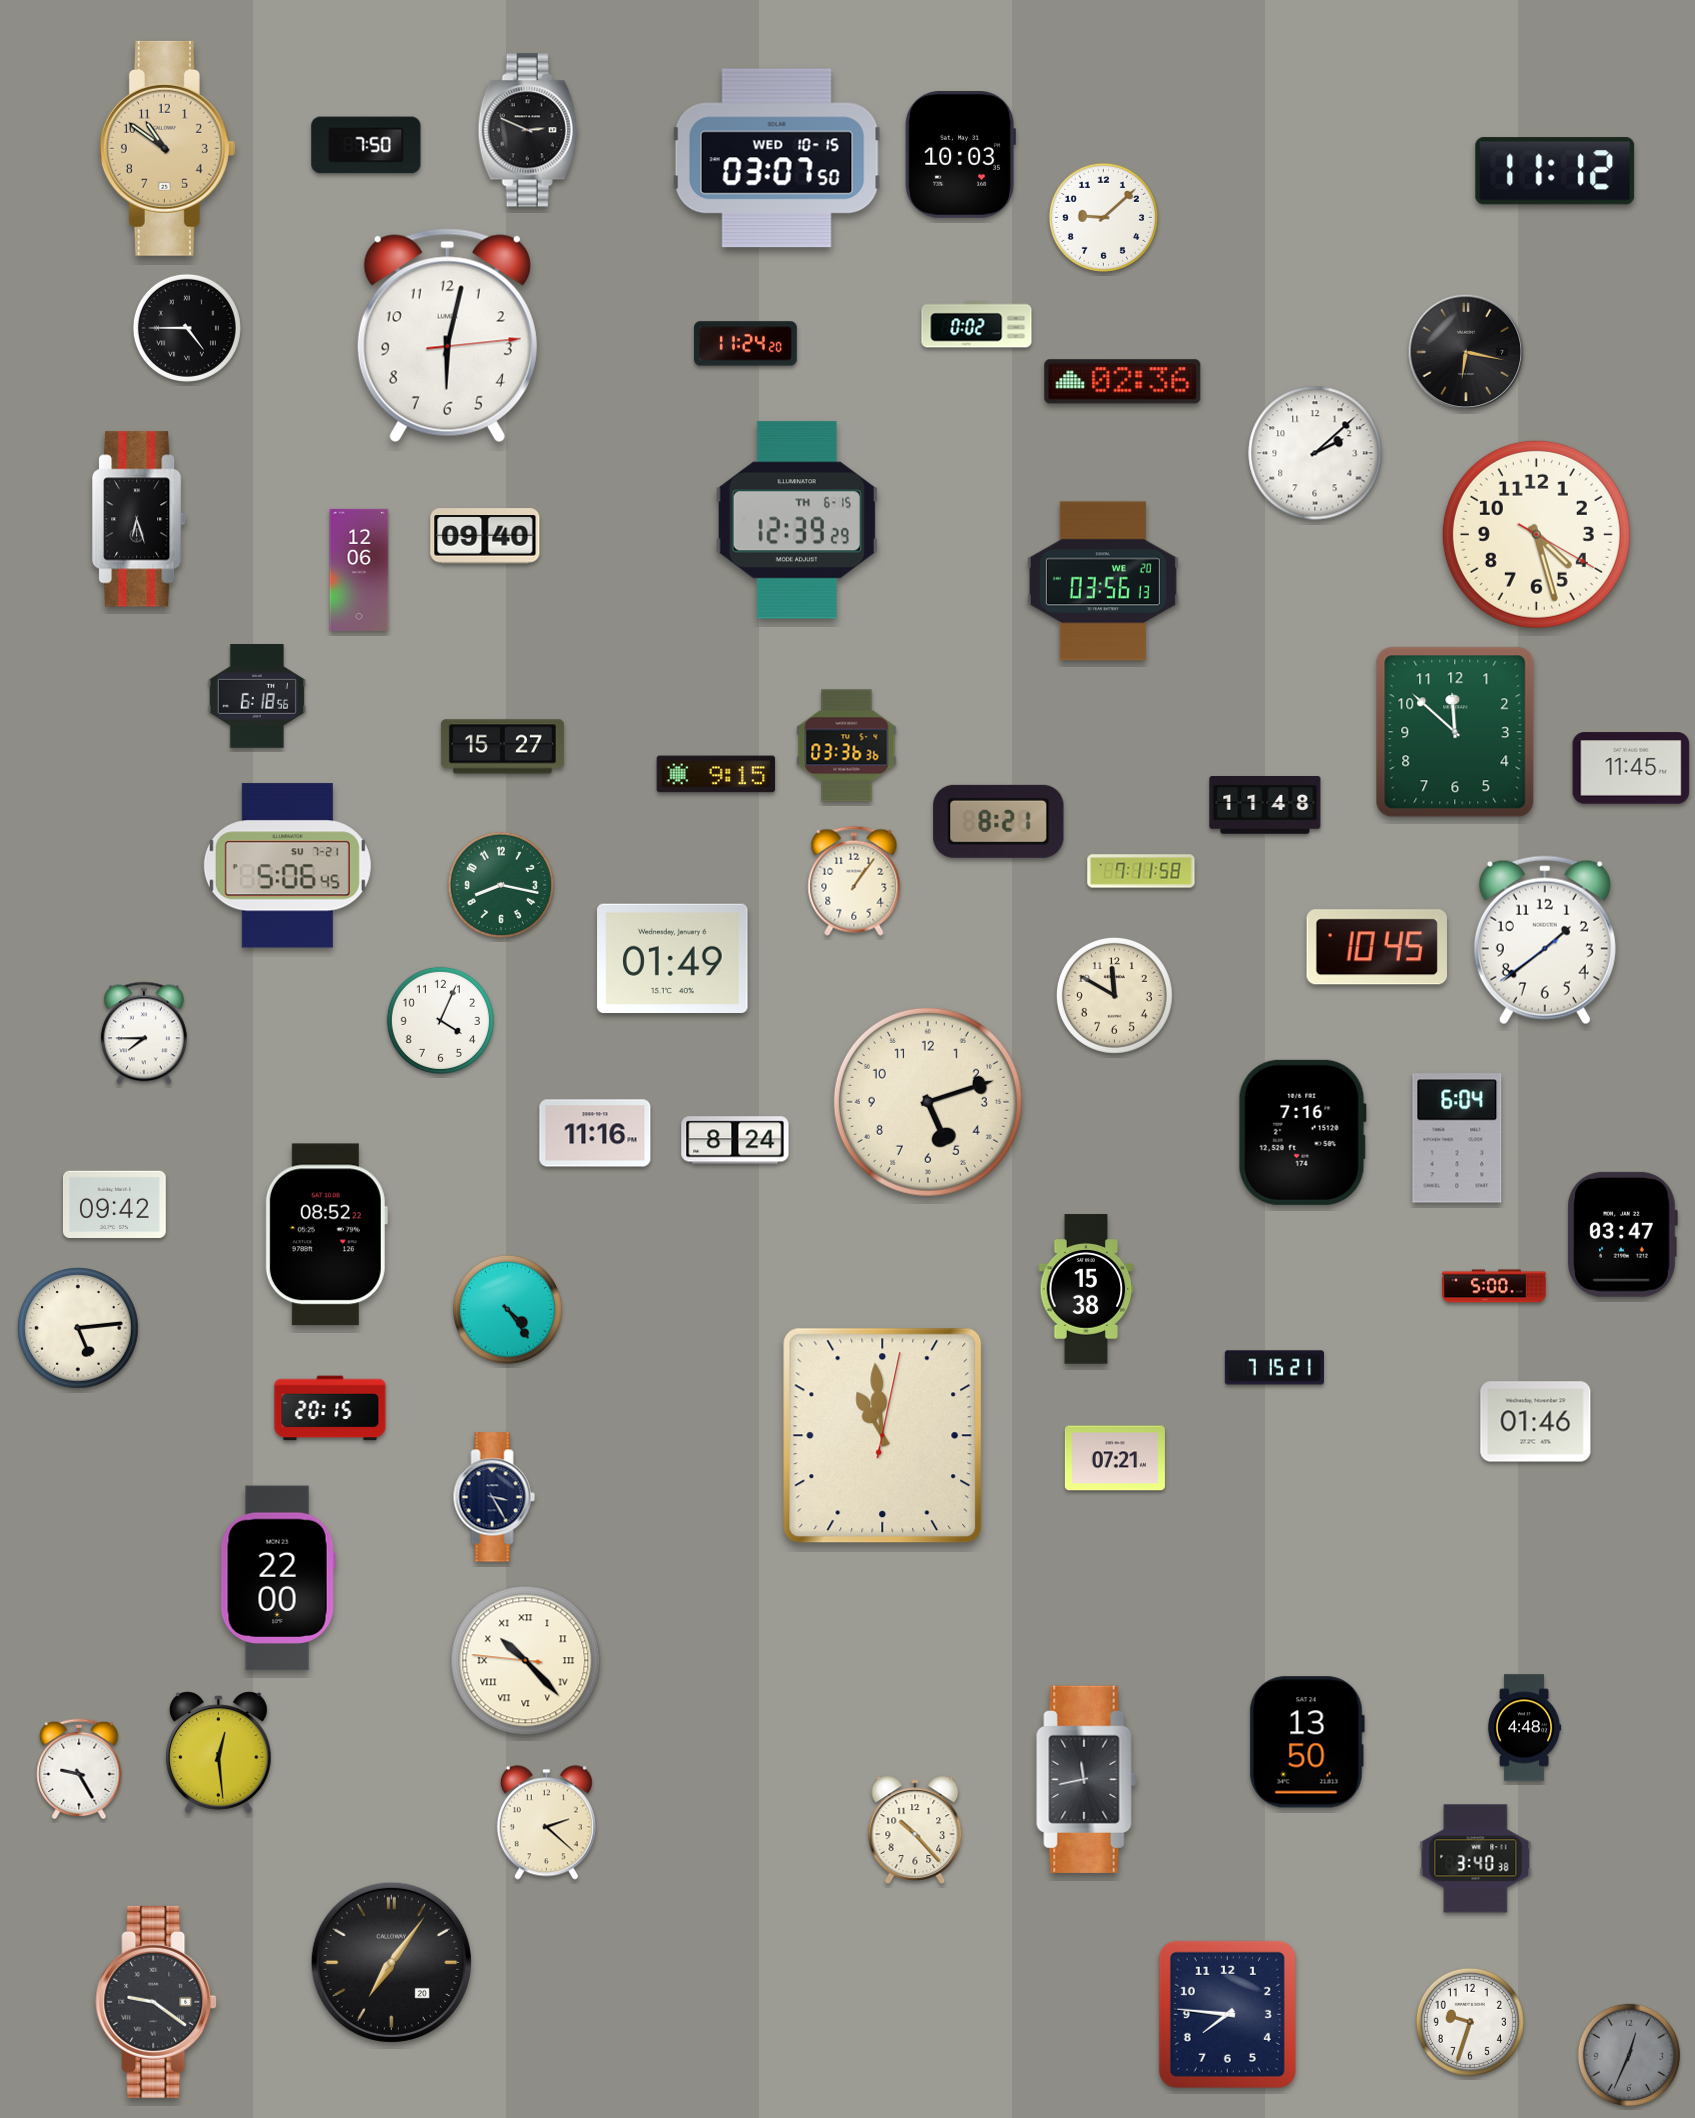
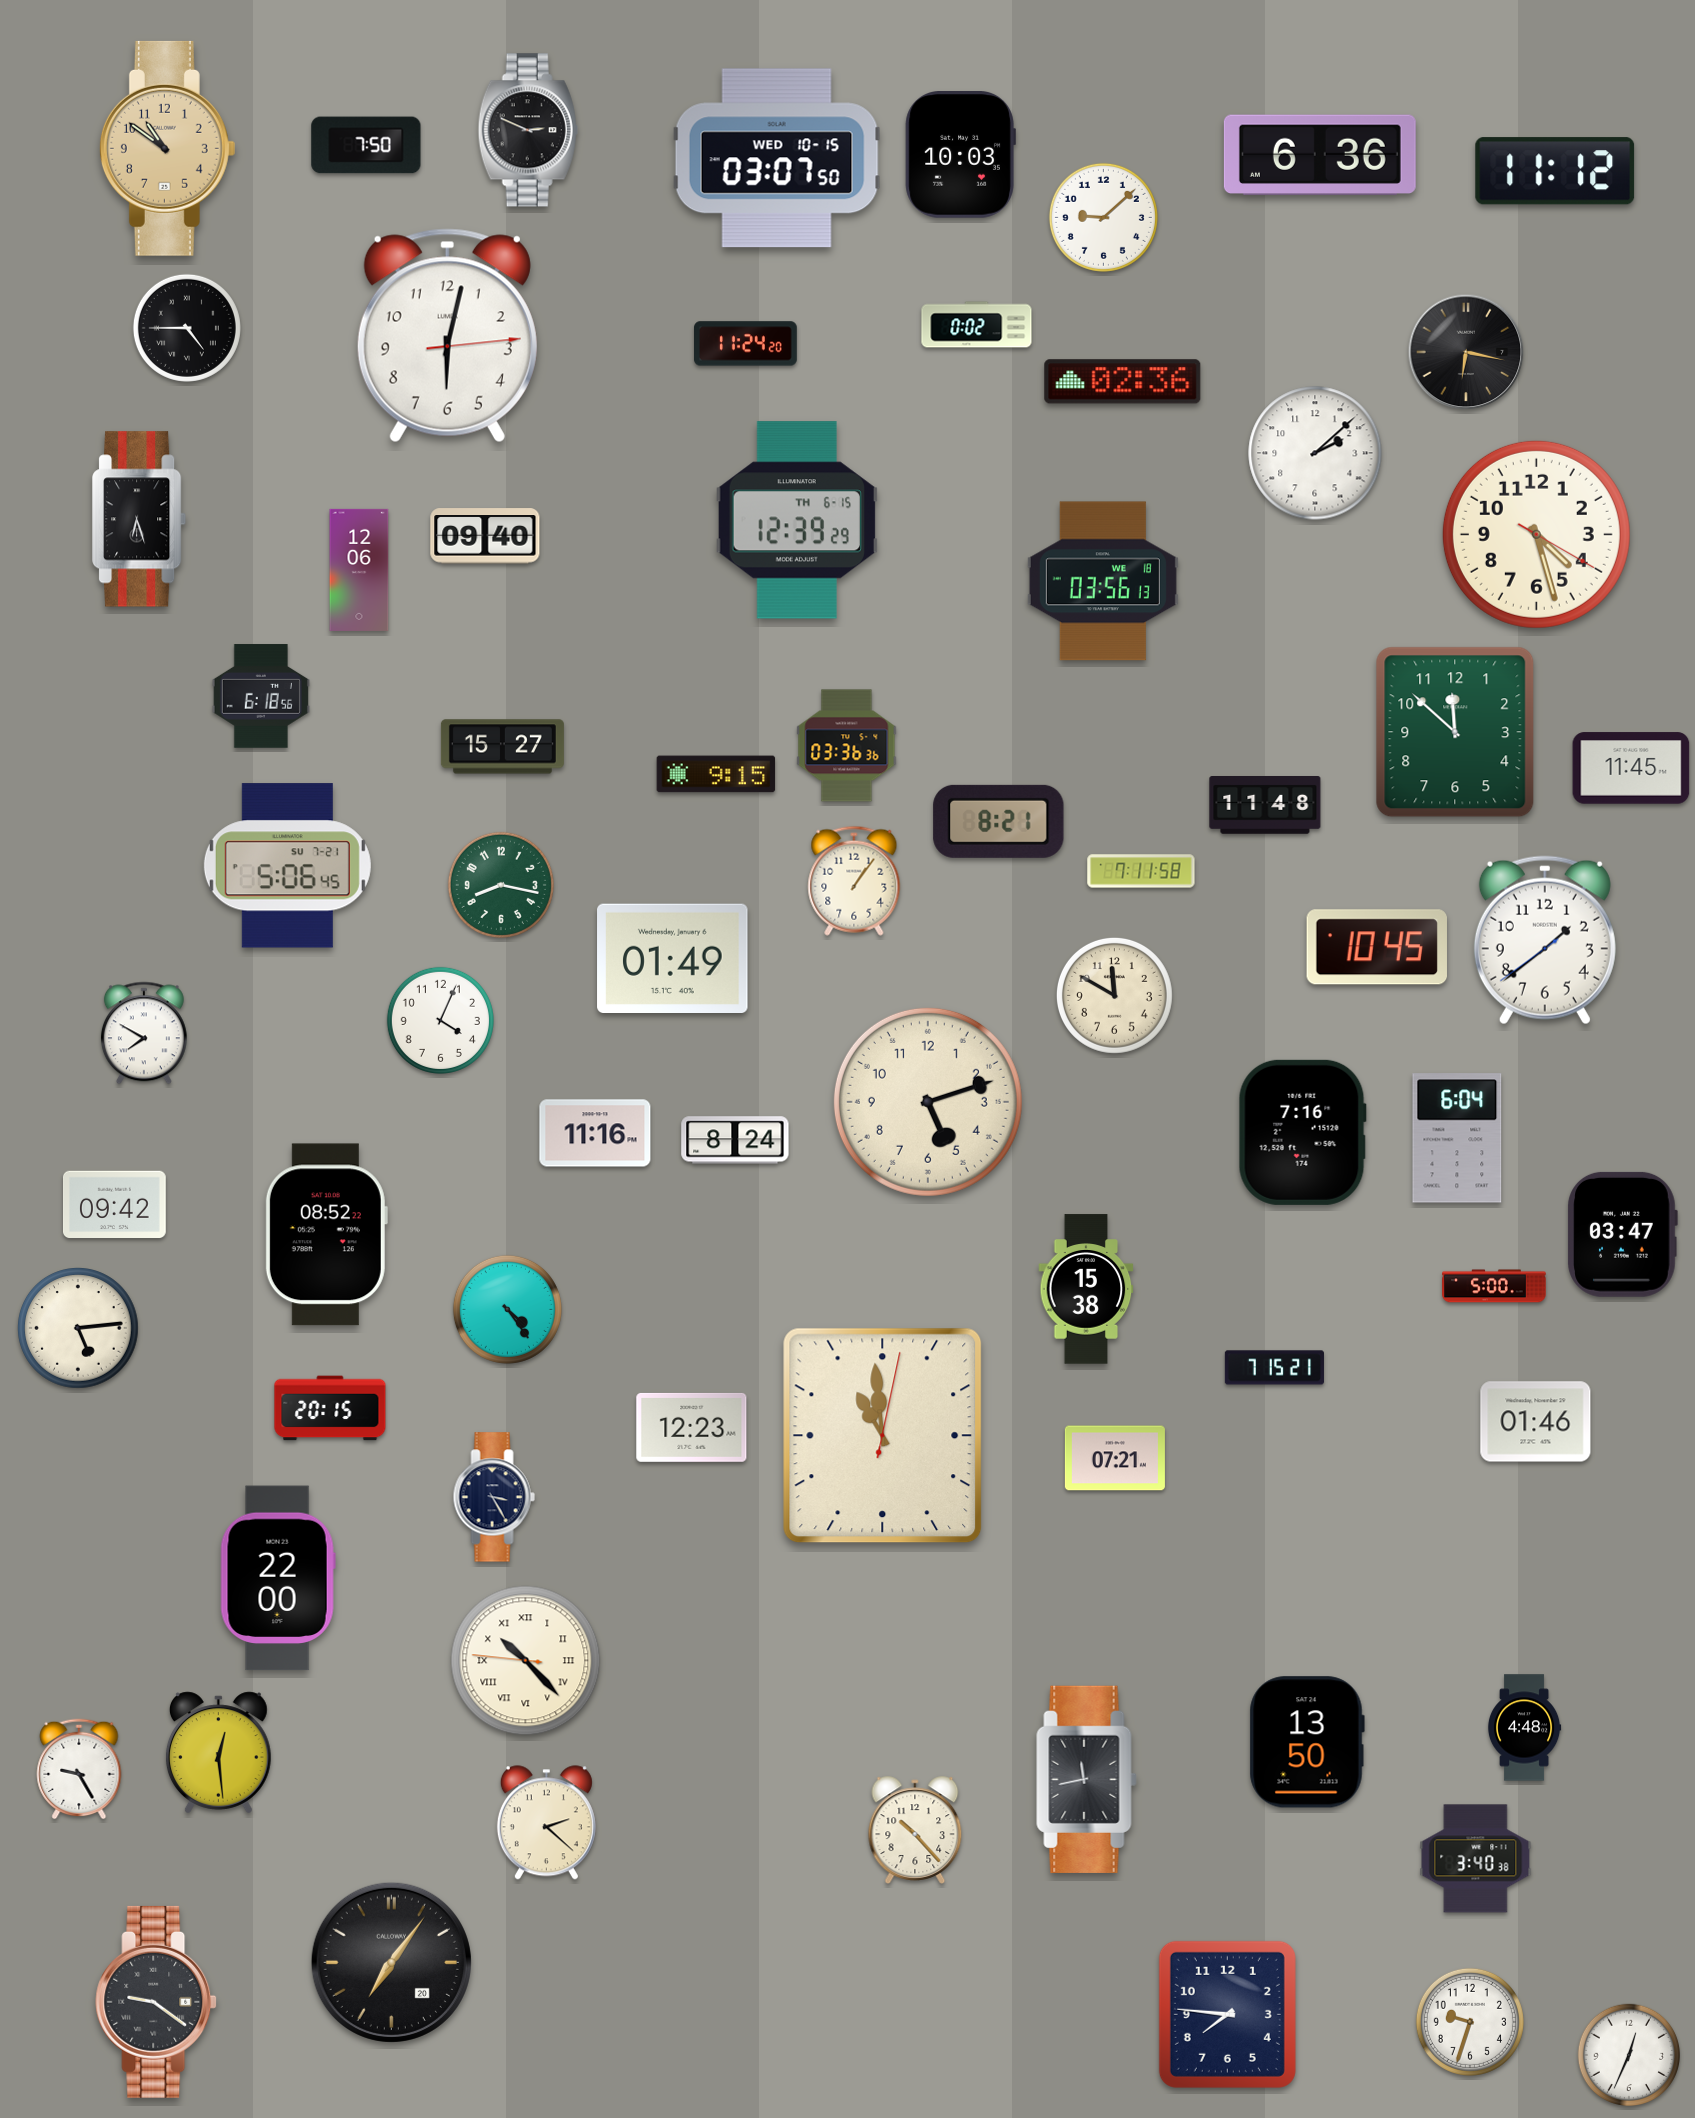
clock at (1320, 155): none -> 6:36
clock at (1103, 581) date: WE 20 -> WE 18
clock at (257, 696) position: (257, 696) -> (261, 696)
clock at (144, 1033): 7:45 -> 7:50
clock at (692, 1427): none -> 12:23
clock at (1628, 2054) dial: grey -> white
